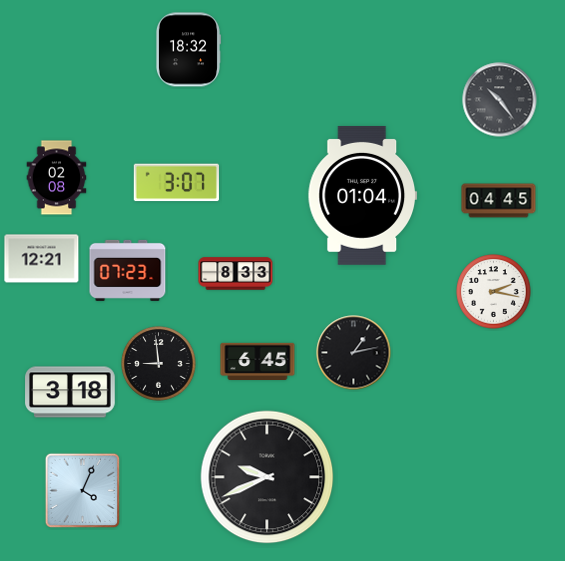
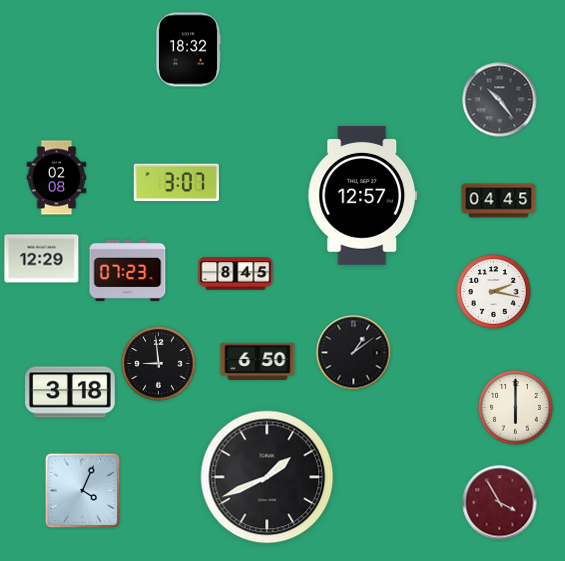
clock at (363, 195): 01:04 -> 12:57
clock at (42, 259): 12:21 -> 12:29
clock at (236, 274): 8:33 -> 8:45
clock at (354, 353): 1:13 -> 1:09
clock at (258, 361): 6:45 -> 6:50
clock at (516, 408): none -> 6:00
clock at (267, 477): 9:41 -> 1:41
clock at (500, 503): none -> 3:55
